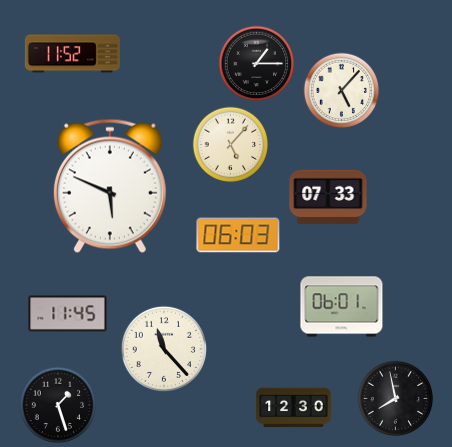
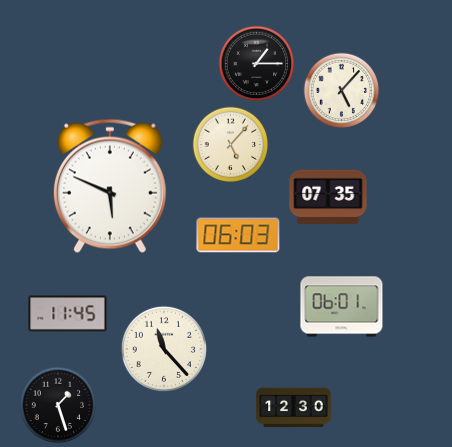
clock at (72, 54): 11:52 -> none
clock at (328, 196): 07:33 -> 07:35
clock at (396, 399): 7:58 -> none
